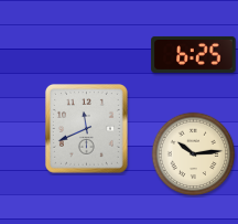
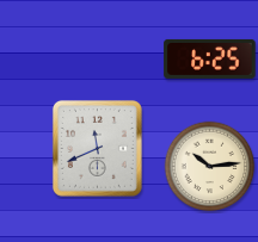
clock at (86, 128) position: (86, 128) -> (97, 148)
